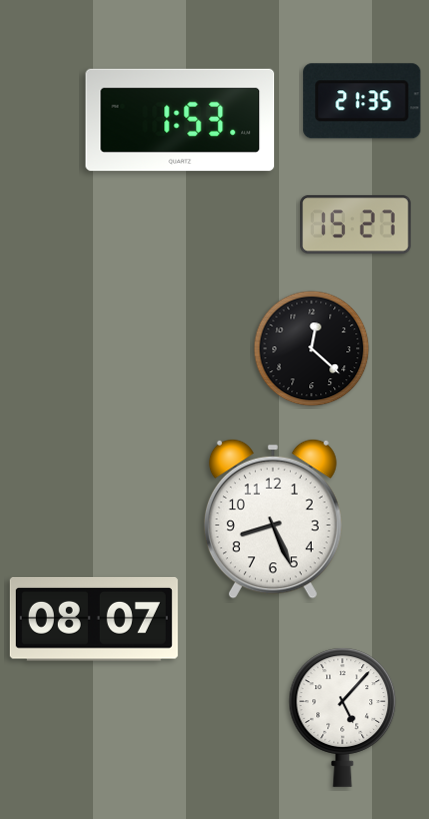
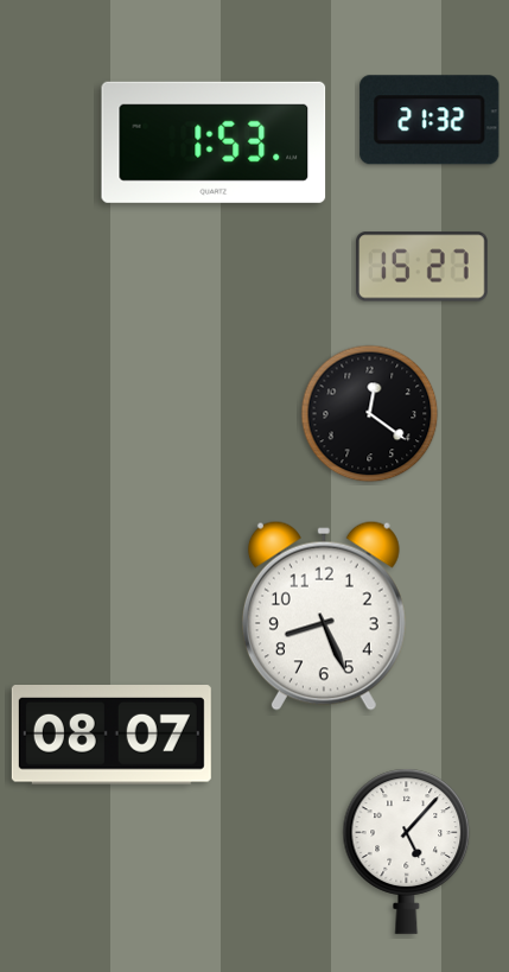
clock at (362, 101): 21:35 -> 21:32
clock at (312, 349): 12:22 -> 12:21
